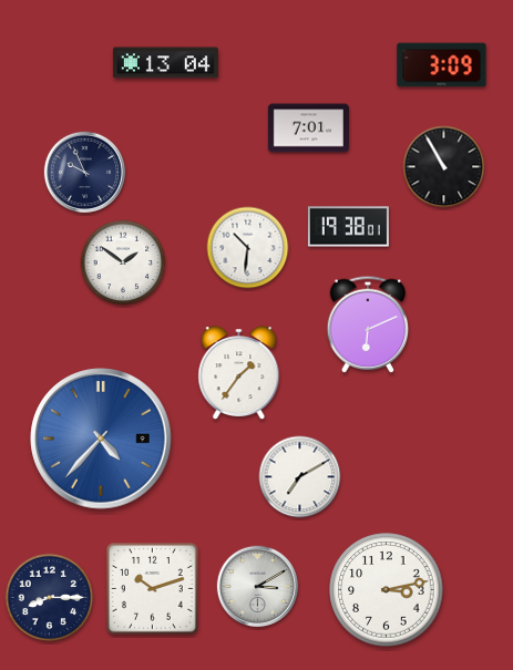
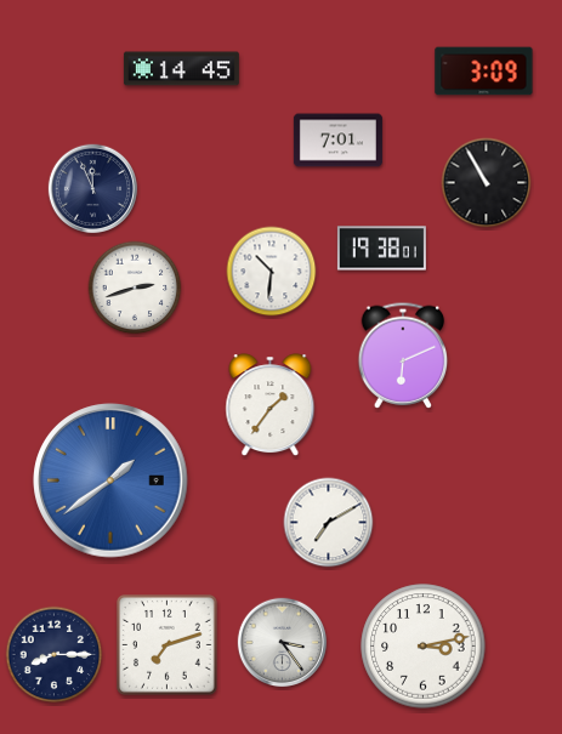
clock at (165, 63): 13:04 -> 14:45
clock at (85, 173): 9:56 -> 11:56
clock at (123, 262): 1:51 -> 2:42
clock at (239, 373) position: (239, 373) -> (271, 405)
clock at (101, 439): 4:37 -> 1:39
clock at (258, 587): 3:10 -> 3:24
clock at (153, 589): 10:12 -> 7:12
